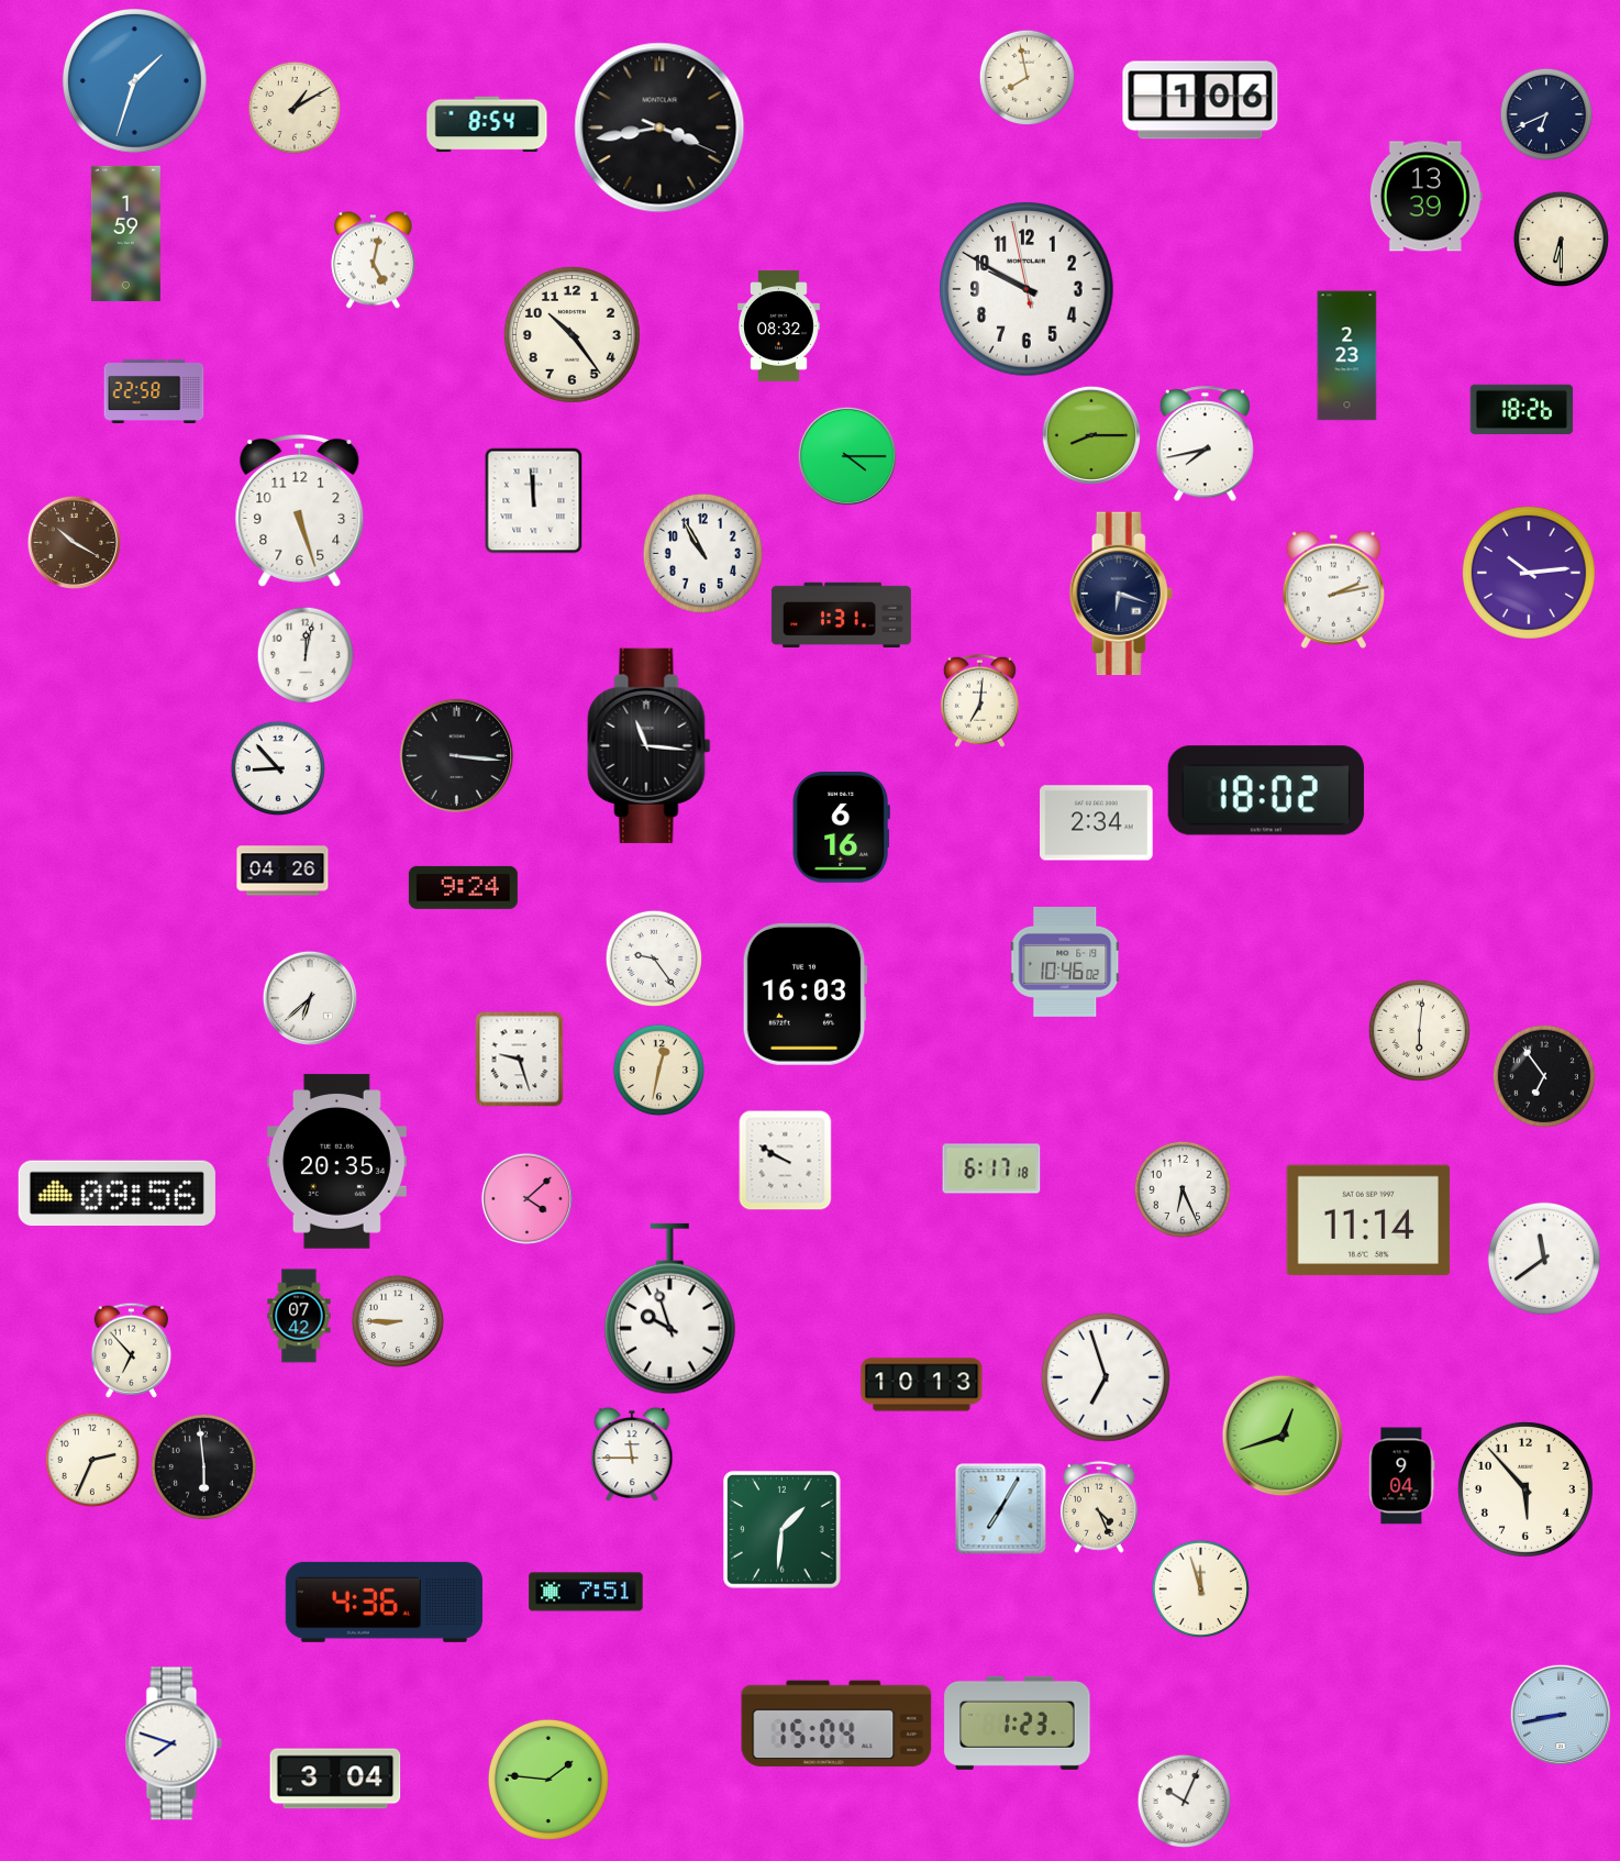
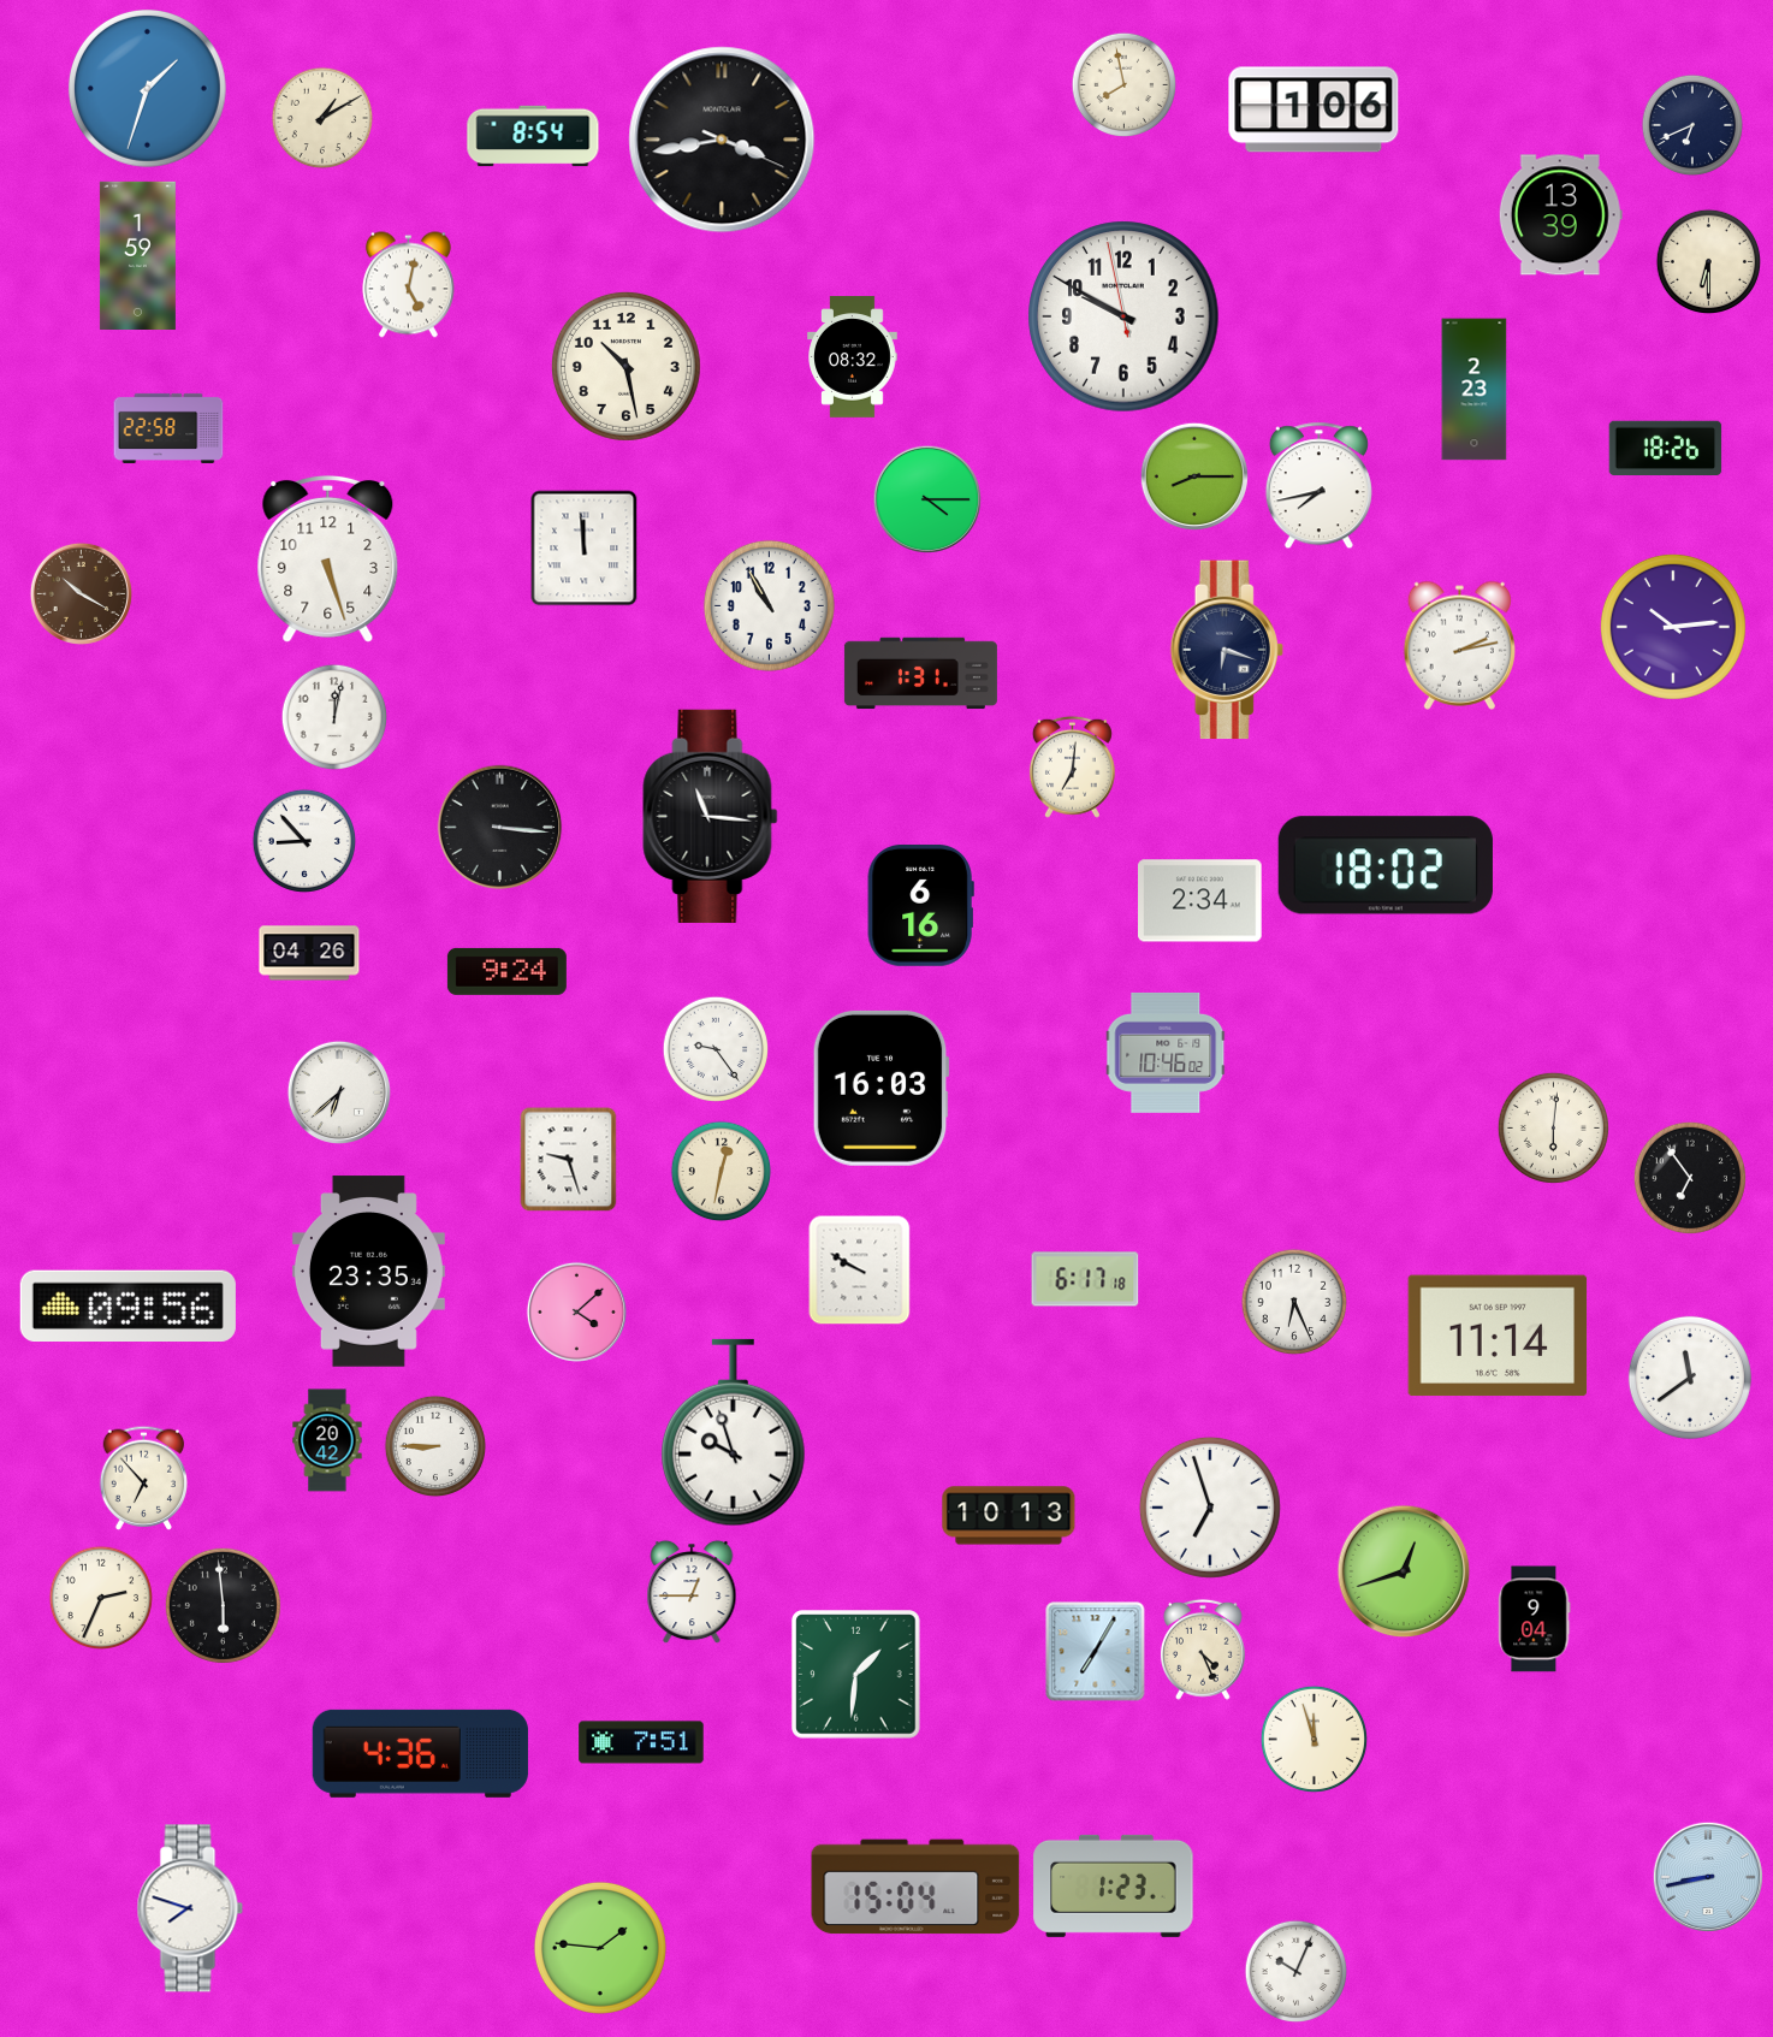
clock at (572, 334): 10:24 -> 10:28
clock at (336, 1162): 20:35 -> 23:35
clock at (299, 1316): 07:42 -> 20:42
clock at (632, 1454): 11:45 -> 12:45
clock at (1402, 1476) position: (1402, 1476) -> (1535, 1619)
clock at (1525, 1489): 5:53 -> none
clock at (335, 1779): 3:04 -> none
